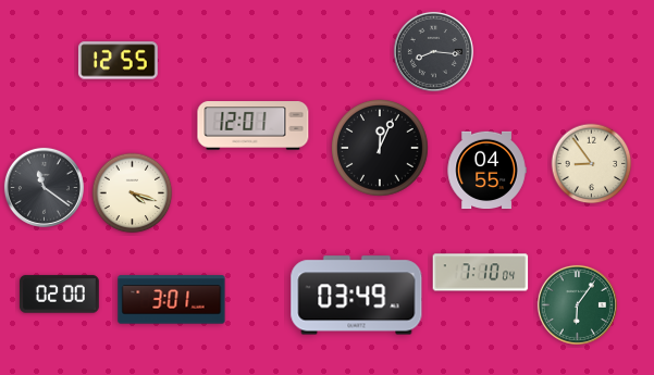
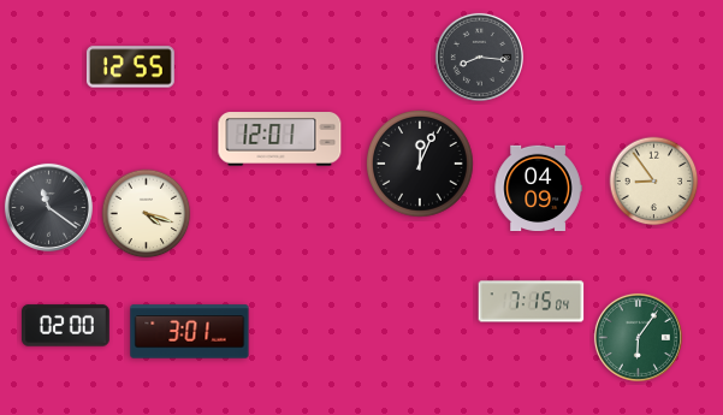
clock at (486, 171): 04:55 -> 04:09
clock at (481, 273): 7:10 -> 7:15
clock at (357, 296): 03:49 -> none
